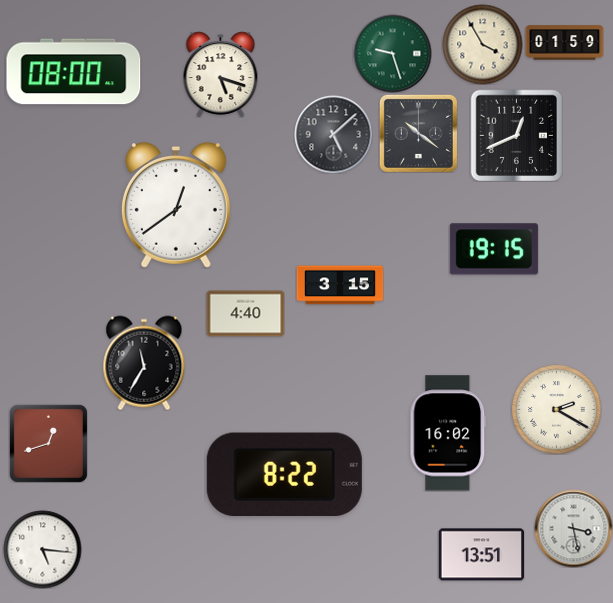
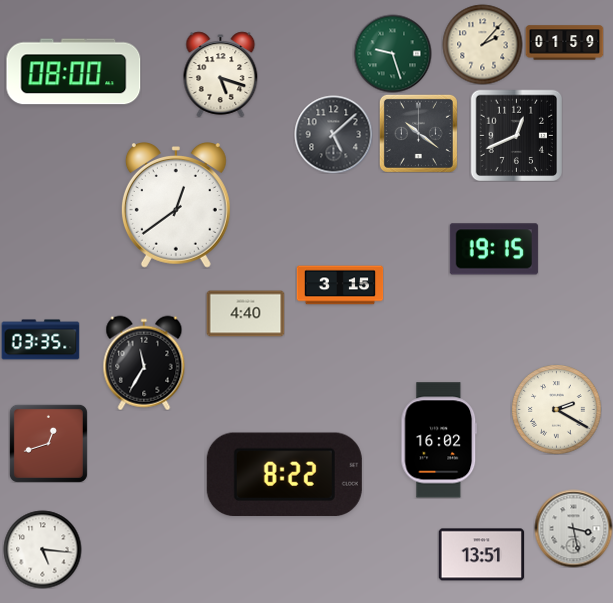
clock at (482, 44): 3:55 -> 2:07
clock at (40, 340): none -> 03:35
clock at (448, 433) position: (448, 433) -> (439, 440)
